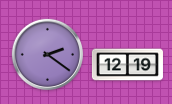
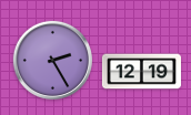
clock at (47, 54): 2:21 -> 2:25
